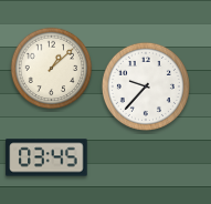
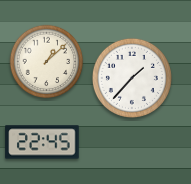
clock at (146, 86): 9:37 -> 1:37
clock at (46, 157): 03:45 -> 22:45
